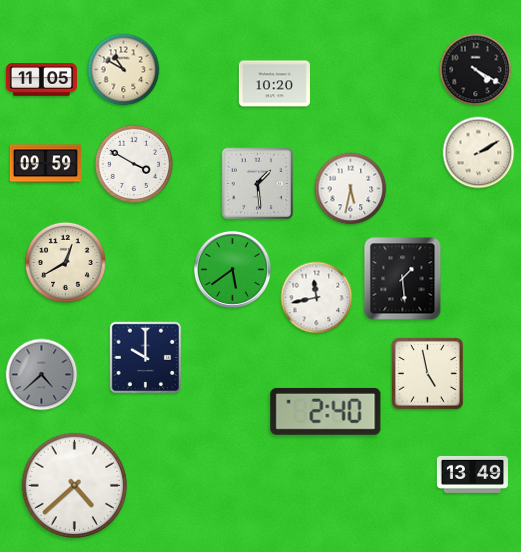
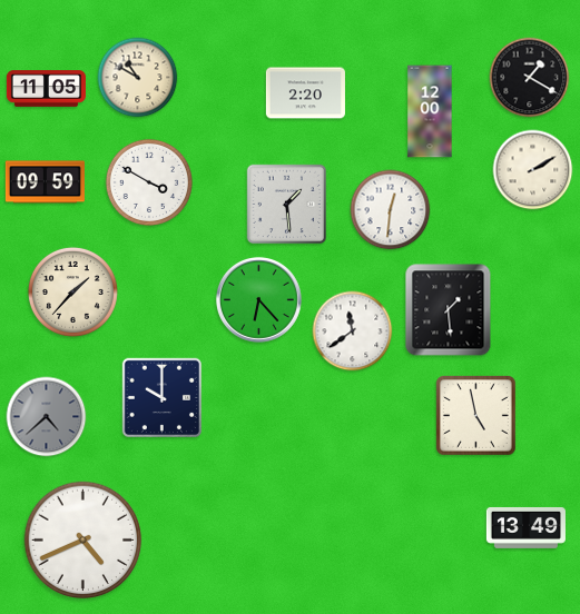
clock at (476, 70): 4:20 -> 1:20
clock at (274, 84): 10:20 -> 2:20
clock at (430, 111): none -> 12:00
clock at (45, 164) position: (45, 164) -> (45, 182)
clock at (351, 189): 5:32 -> 12:31
clock at (65, 262): 12:40 -> 1:37
clock at (232, 269): 5:39 -> 6:23
clock at (317, 298): 11:43 -> 11:39
clock at (326, 411): 2:40 -> none
clock at (75, 486): 4:38 -> 4:41
